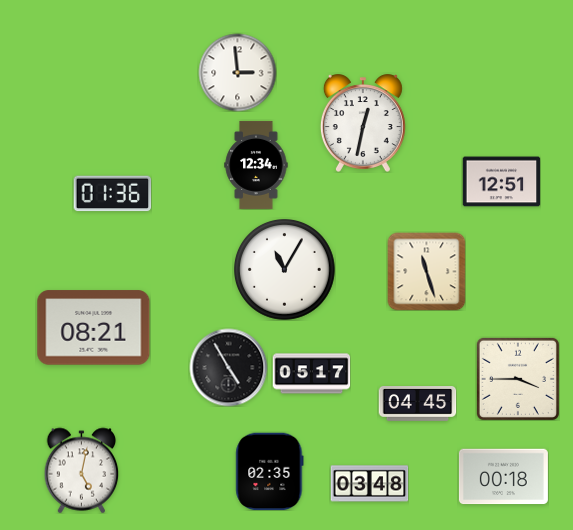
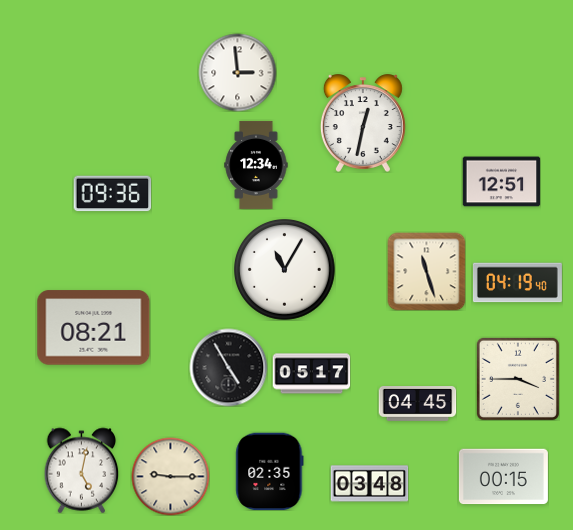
clock at (112, 194): 01:36 -> 09:36
clock at (517, 283): none -> 04:19
clock at (170, 476): none -> 9:15
clock at (503, 477): 00:18 -> 00:15
